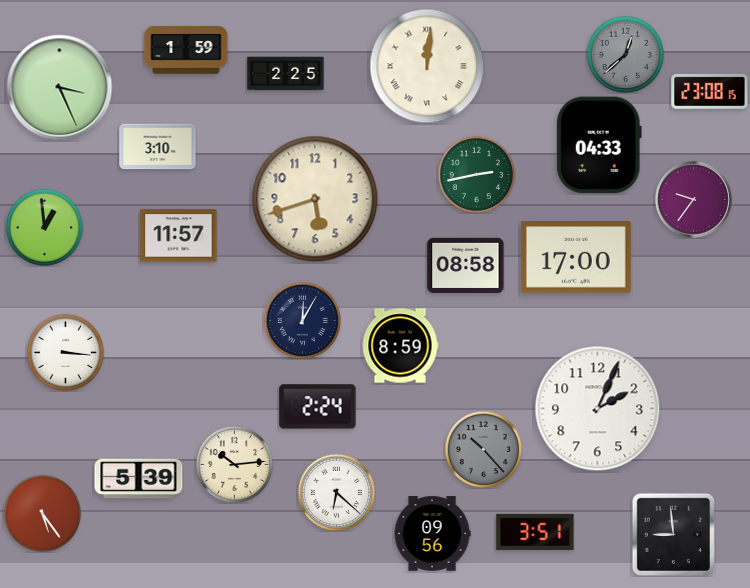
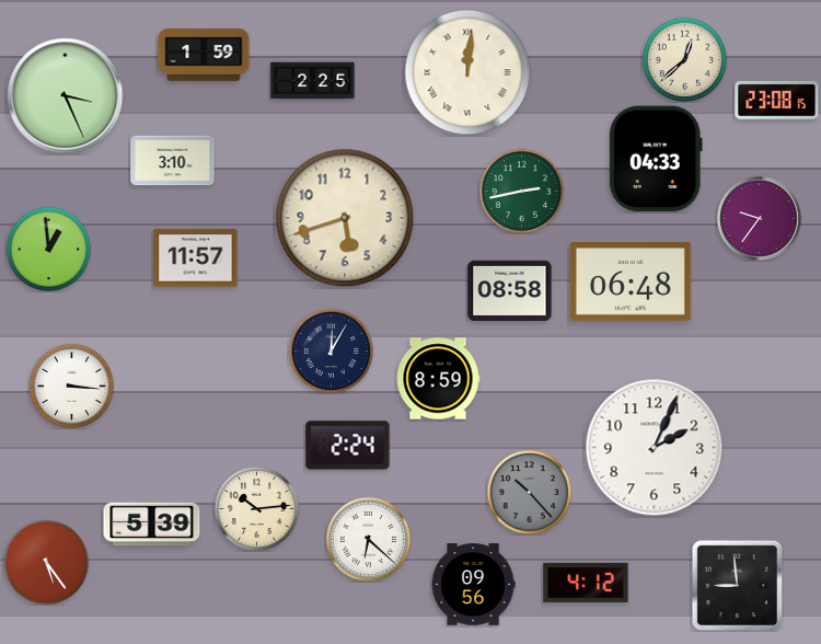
clock at (625, 54) dial: grey -> cream
clock at (576, 257): 17:00 -> 06:48
clock at (535, 532): 3:51 -> 4:12
